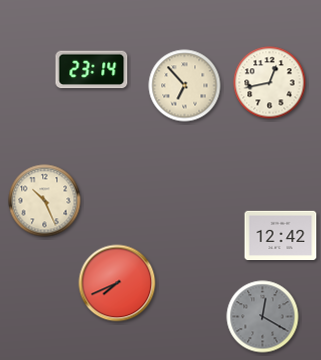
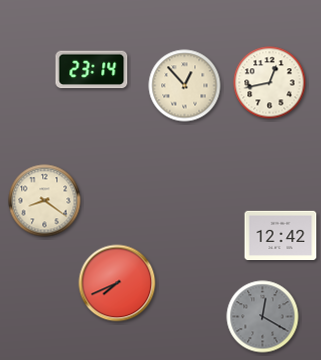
clock at (185, 86): 6:53 -> 12:53
clock at (45, 201): 10:26 -> 8:21
